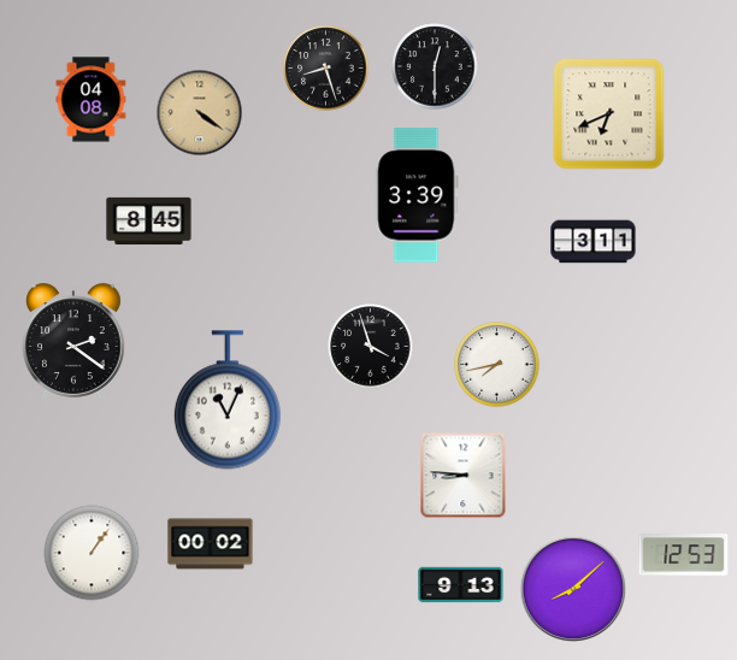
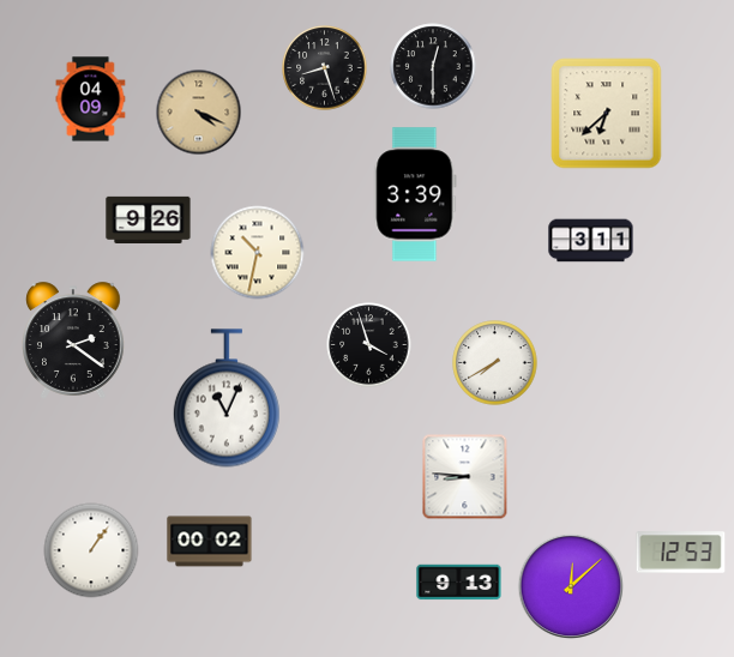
clock at (92, 100): 04:08 -> 04:09
clock at (200, 113): 4:21 -> 4:19
clock at (609, 114): 6:41 -> 6:38
clock at (149, 220): 8:45 -> 9:26
clock at (258, 253): none -> 10:32
clock at (497, 365): 7:43 -> 7:40
clock at (464, 476) position: (464, 476) -> (465, 477)
clock at (573, 589): 8:08 -> 12:08
